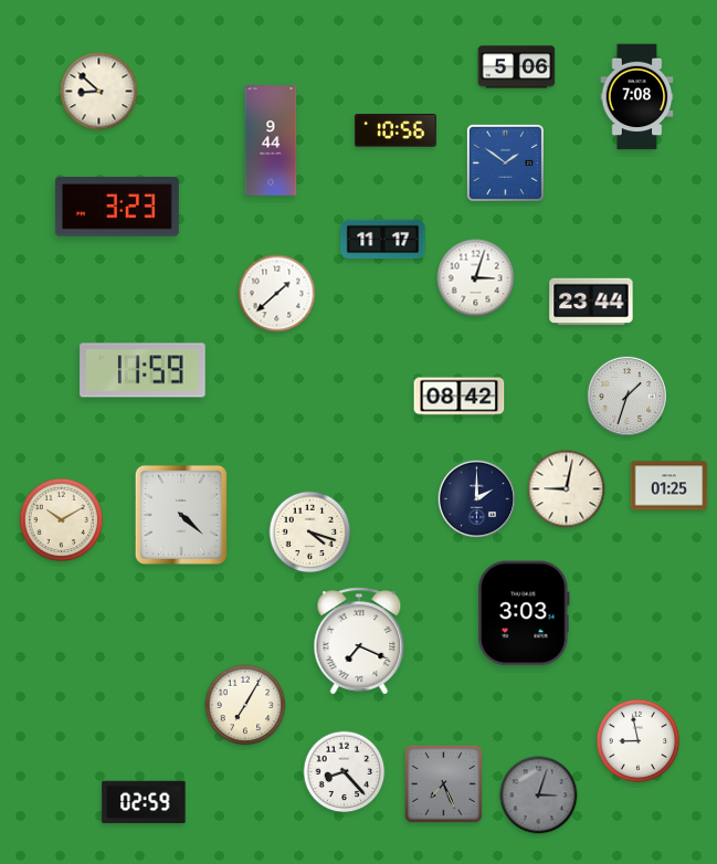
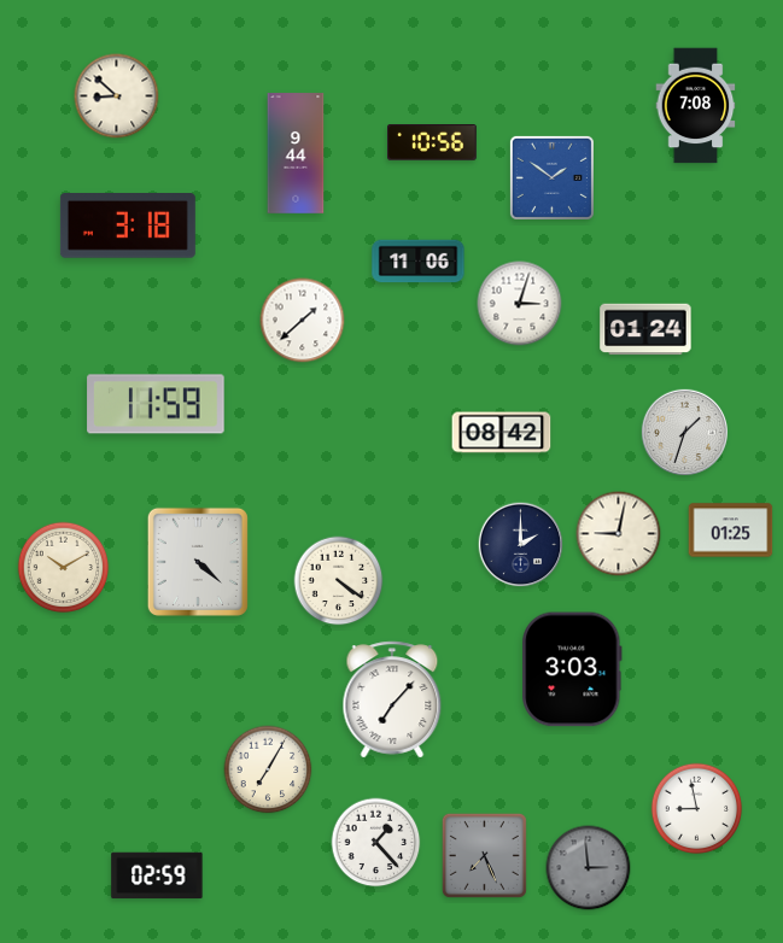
clock at (517, 67): 5:06 -> none
clock at (99, 92) position: (99, 92) -> (117, 96)
clock at (117, 208): 3:23 -> 3:18
clock at (383, 240): 11:17 -> 11:06
clock at (591, 302): 23:44 -> 01:24
clock at (62, 520) position: (62, 520) -> (64, 568)
clock at (310, 533): 4:18 -> 4:21
clock at (359, 641): 7:19 -> 7:07
clock at (345, 772): 8:23 -> 1:23
clock at (539, 795): 3:03 -> 2:59
